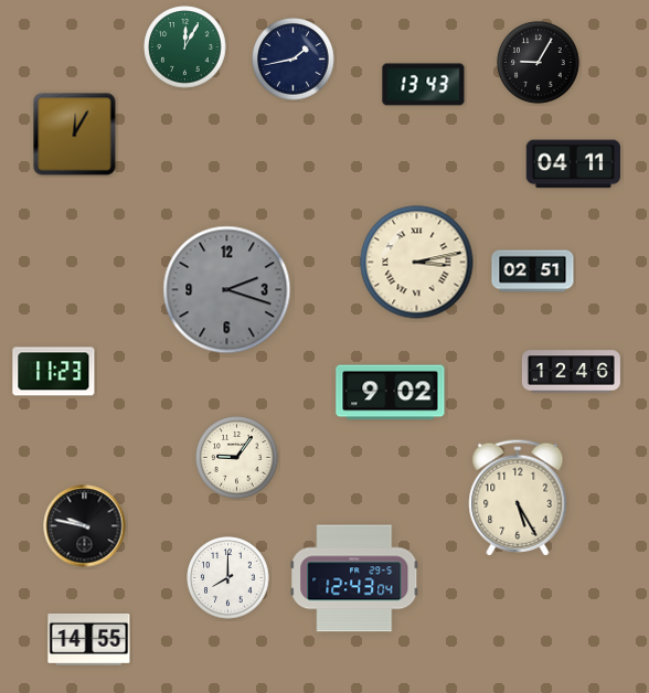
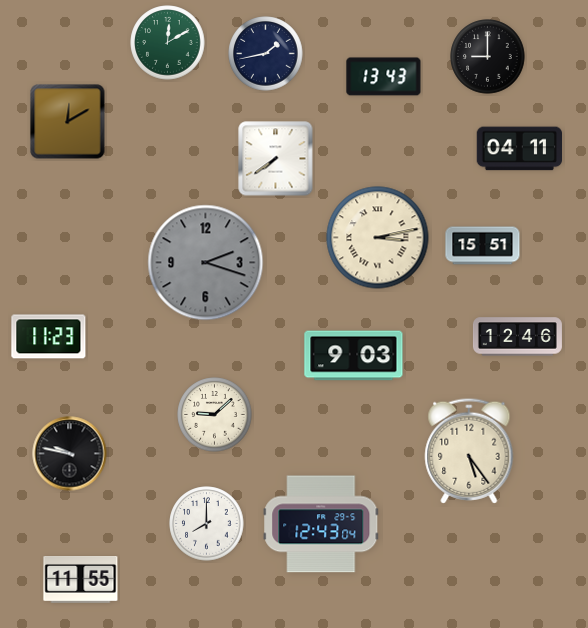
clock at (185, 47): 12:05 -> 12:10
clock at (539, 63): 9:05 -> 9:00
clock at (75, 135): 12:05 -> 12:10
clock at (276, 159): none -> 7:39
clock at (533, 271): 02:51 -> 15:51
clock at (391, 393): 9:02 -> 9:03
clock at (237, 458): 9:06 -> 9:08
clock at (518, 498): 5:25 -> 5:24
clock at (85, 526) position: (85, 526) -> (70, 454)
clock at (89, 640): 14:55 -> 11:55
